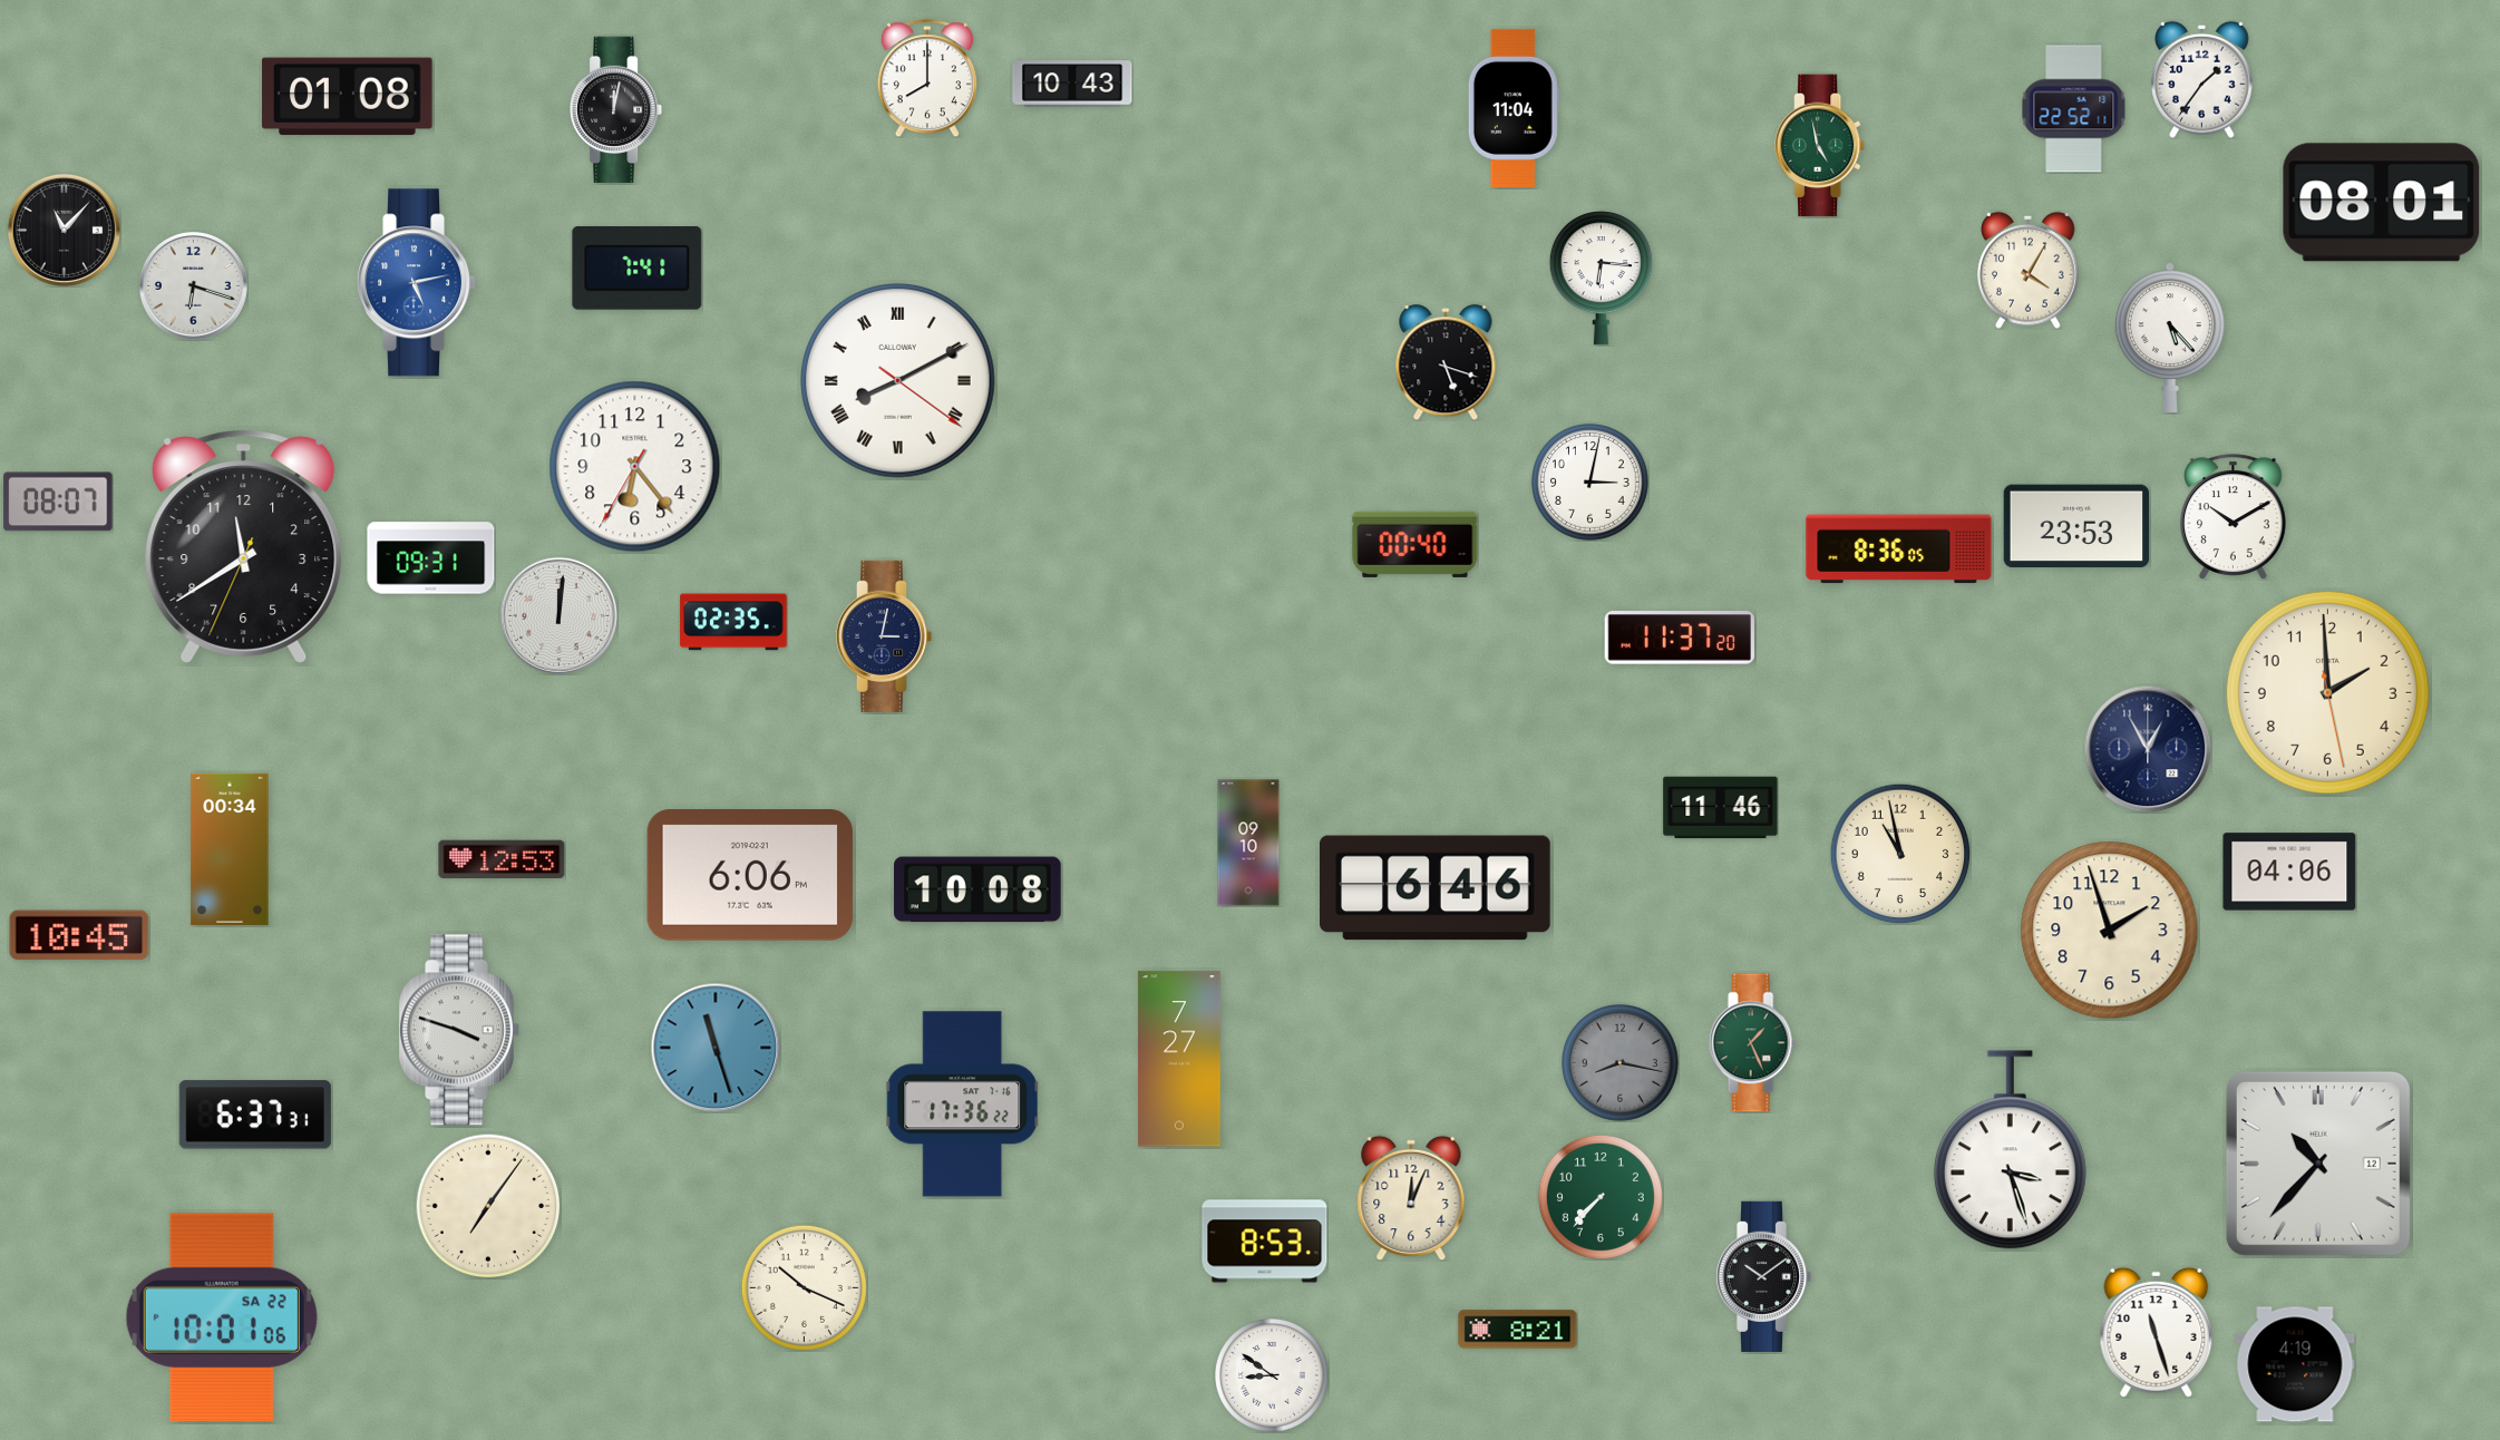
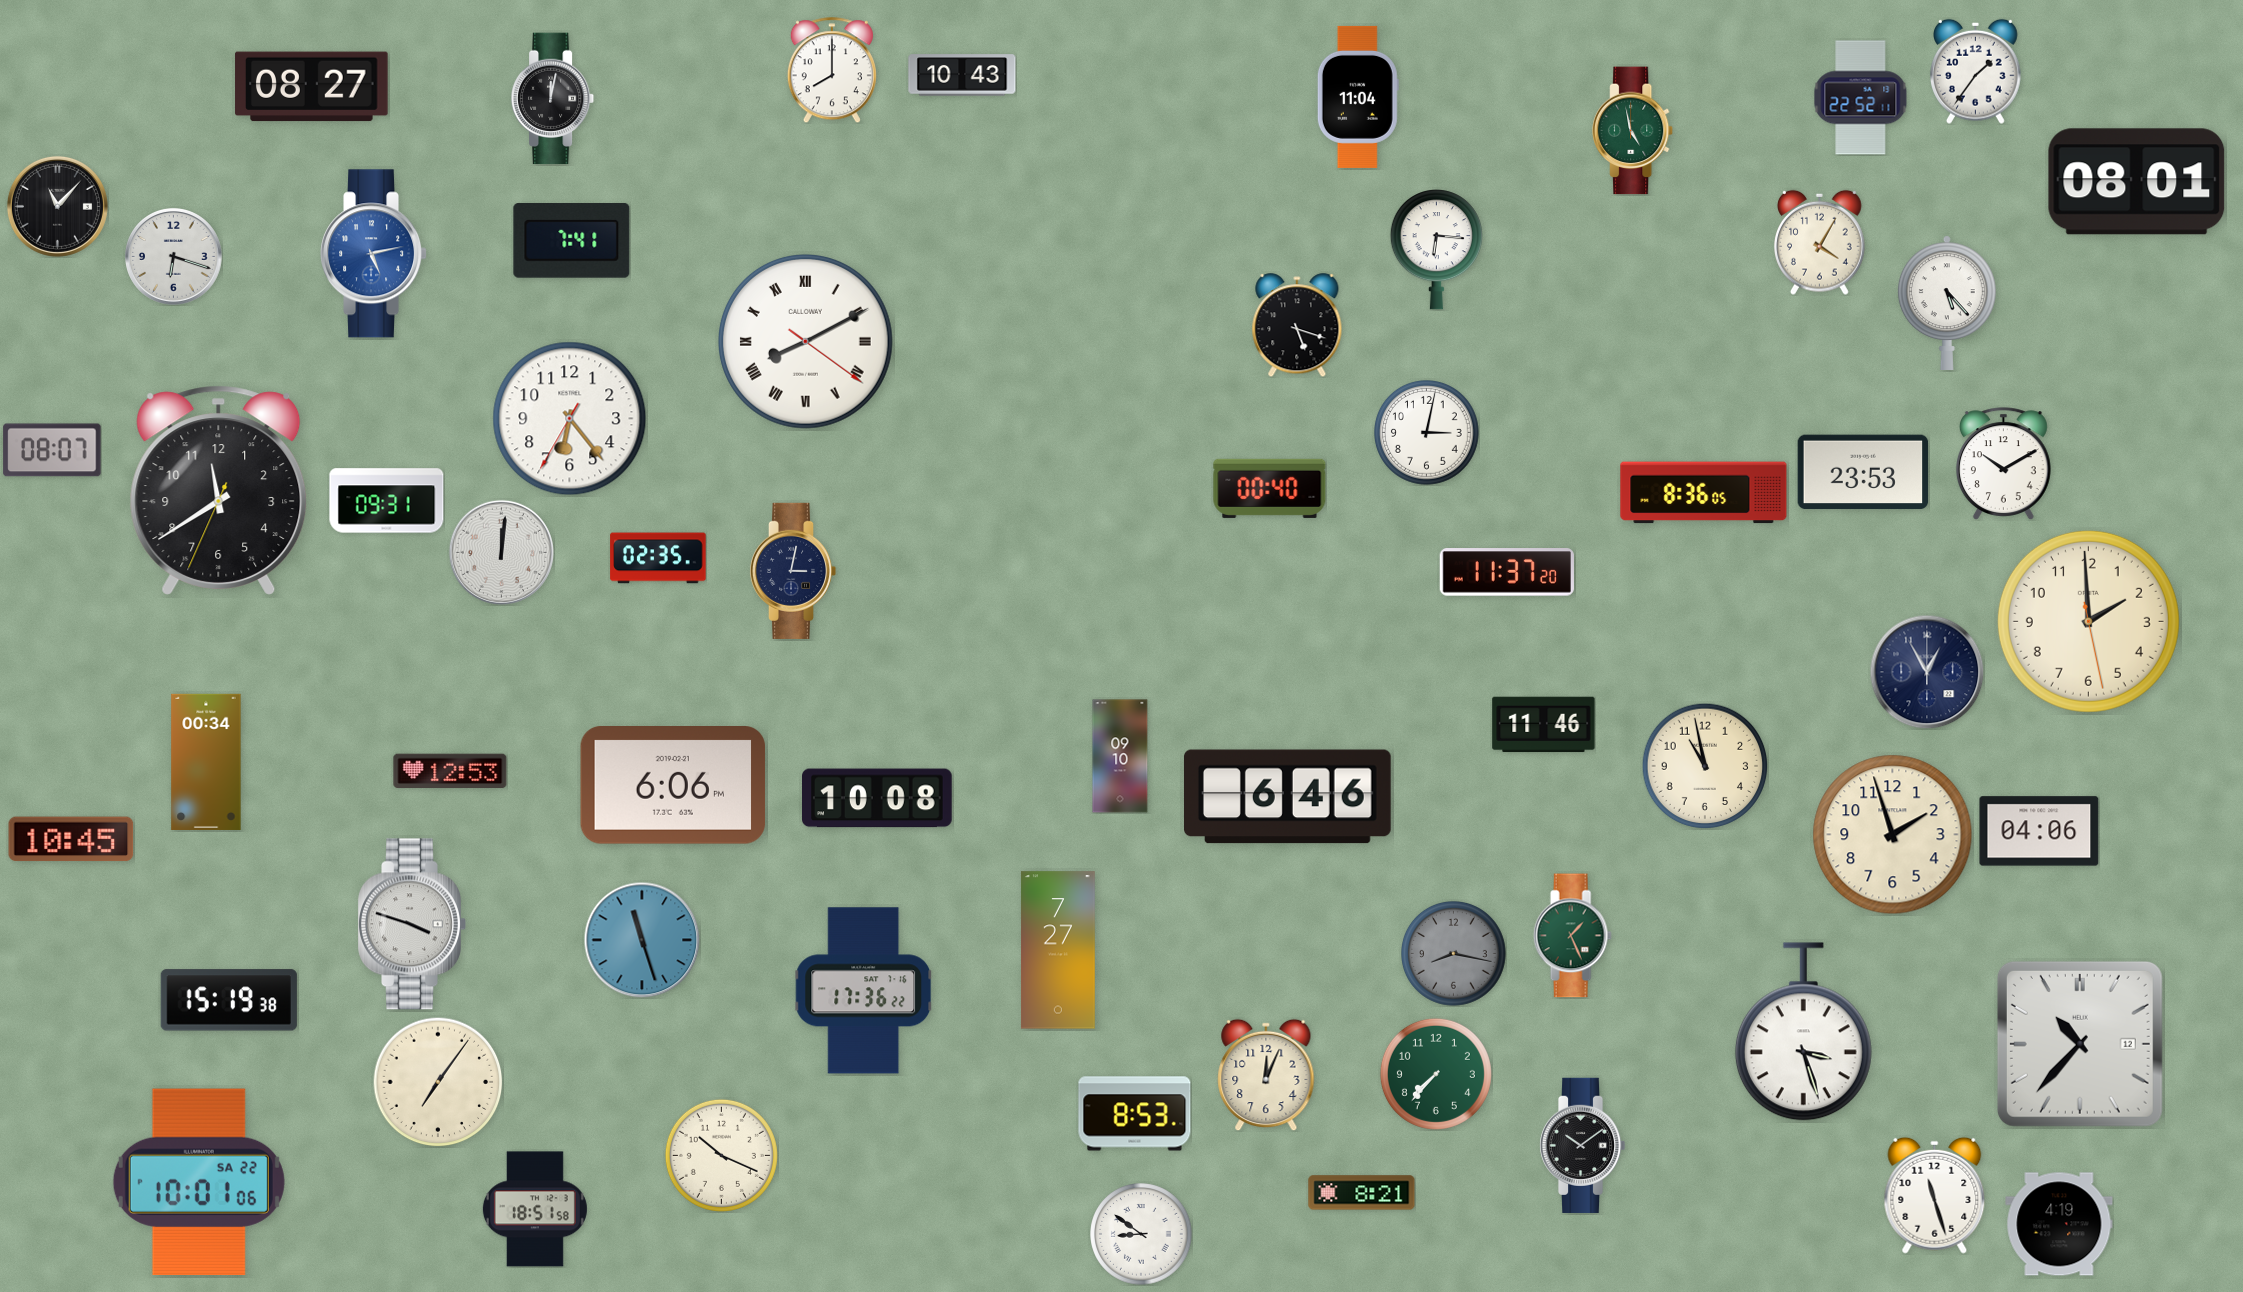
clock at (348, 97): 01:08 -> 08:27
clock at (2289, 872) position: (2289, 872) -> (2039, 831)
clock at (255, 1115): 6:37 -> 15:19
clock at (535, 1209): none -> 18:51
